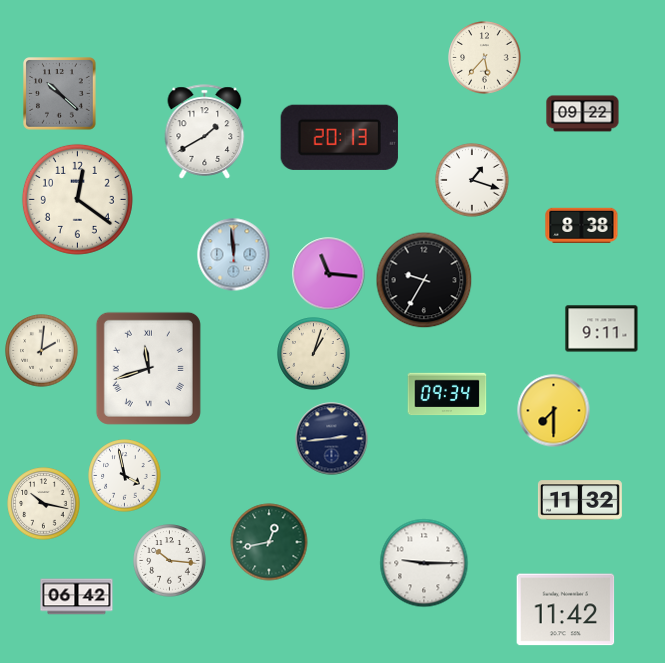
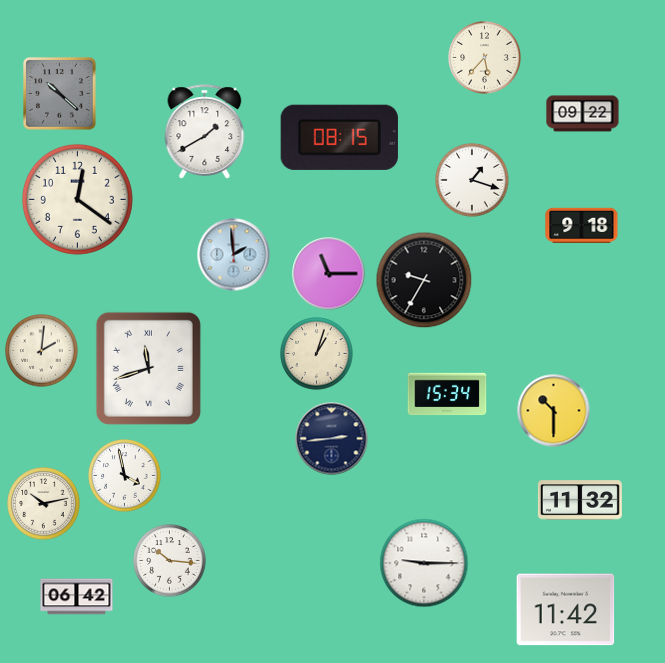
clock at (339, 137): 20:13 -> 08:15
clock at (582, 225): 8:38 -> 9:18
clock at (234, 255): 11:59 -> 1:59
clock at (329, 274): 11:16 -> 11:15
clock at (602, 329): 9:11 -> none
clock at (314, 354) position: (314, 354) -> (317, 354)
clock at (447, 394): 09:34 -> 15:34
clock at (554, 411): 7:30 -> 10:30
clock at (44, 504): 10:17 -> 10:13
clock at (269, 542): 12:43 -> none
